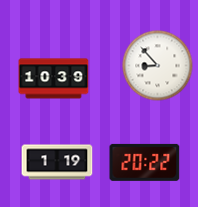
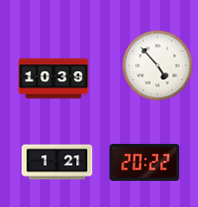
clock at (158, 66): 8:53 -> 4:53
clock at (57, 162): 1:19 -> 1:21
